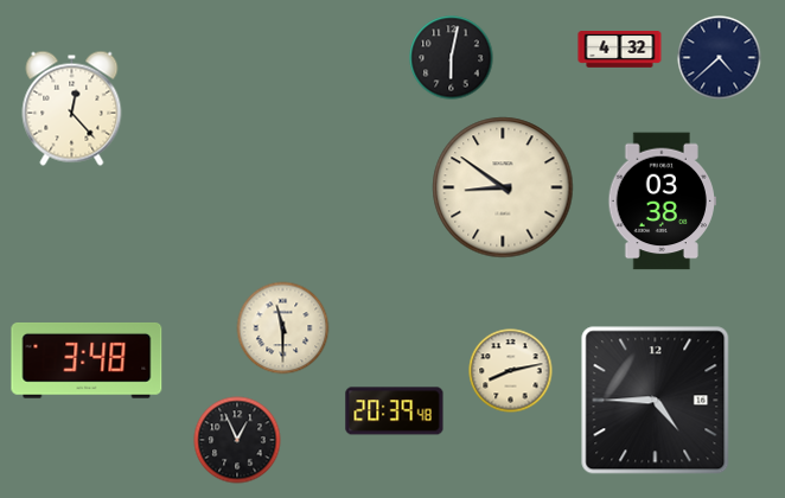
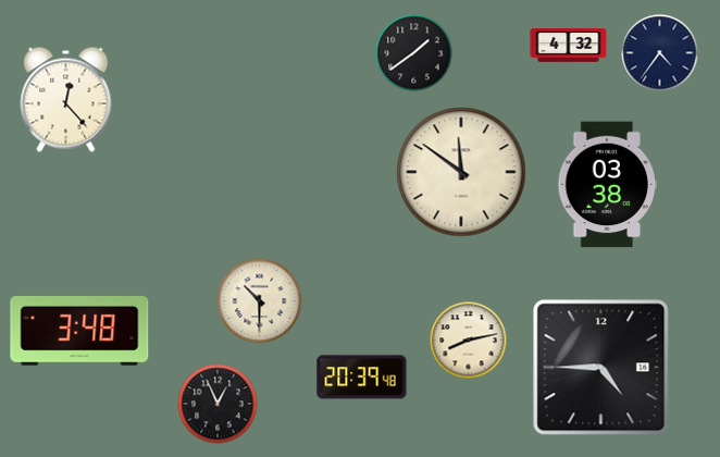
clock at (452, 58): 6:02 -> 1:39
clock at (720, 58): 4:38 -> 4:36
clock at (503, 187): 8:51 -> 11:51
clock at (283, 328): 11:30 -> 10:30
